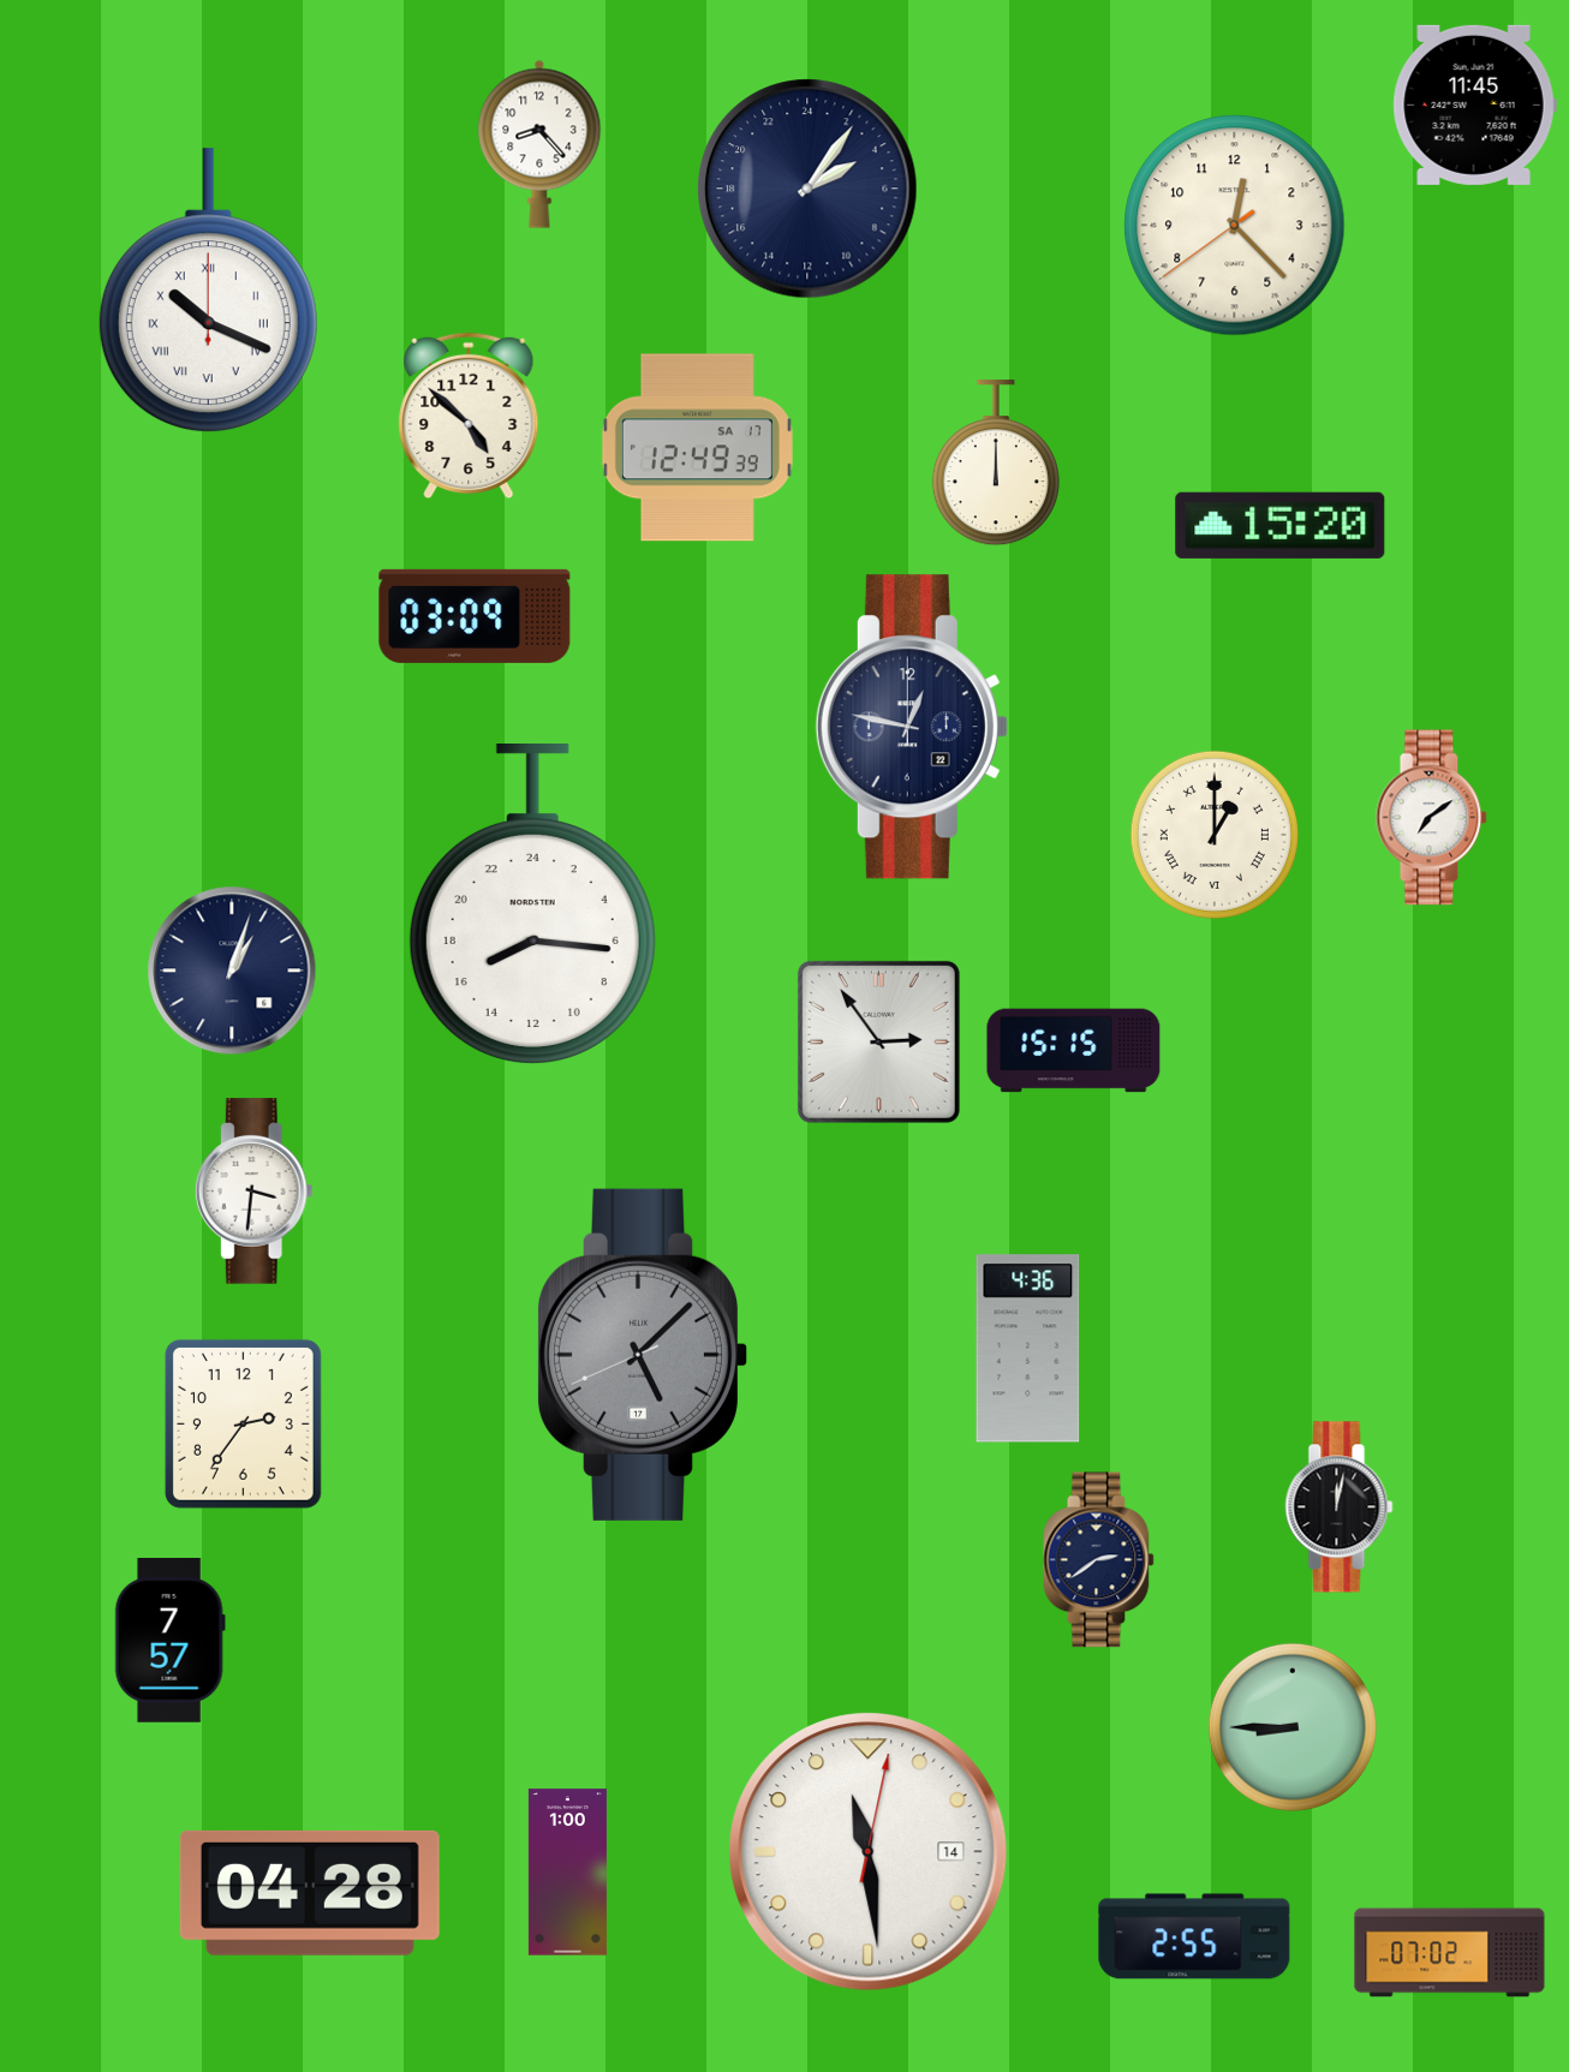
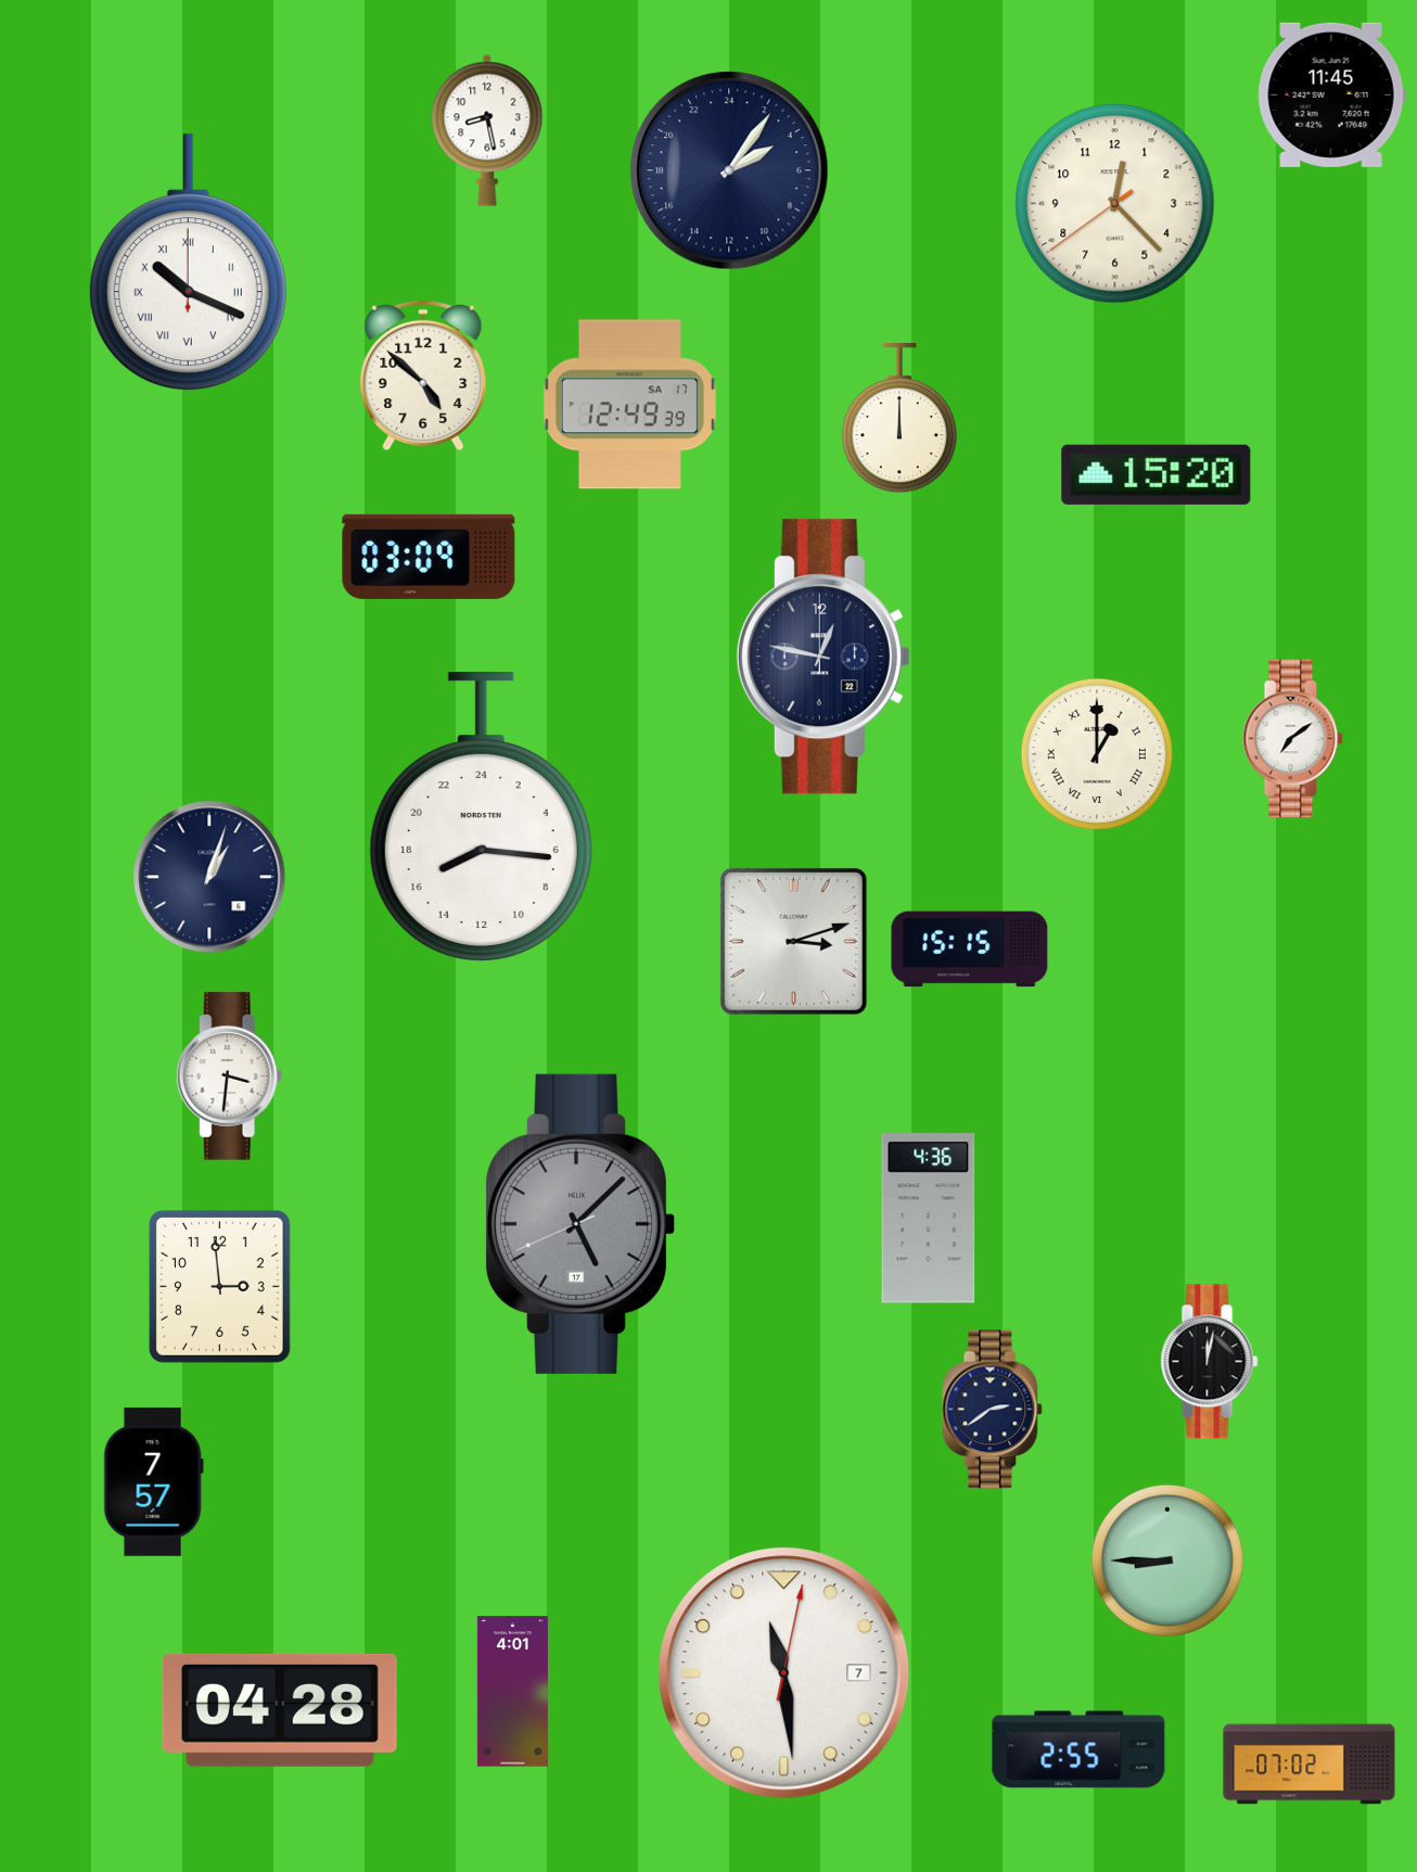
clock at (539, 144): 8:23 -> 8:28
clock at (878, 1041): 2:54 -> 3:12
clock at (243, 1423): 2:36 -> 2:59
clock at (869, 1852) date: 14 -> 7
clock at (567, 1873): 1:00 -> 4:01
